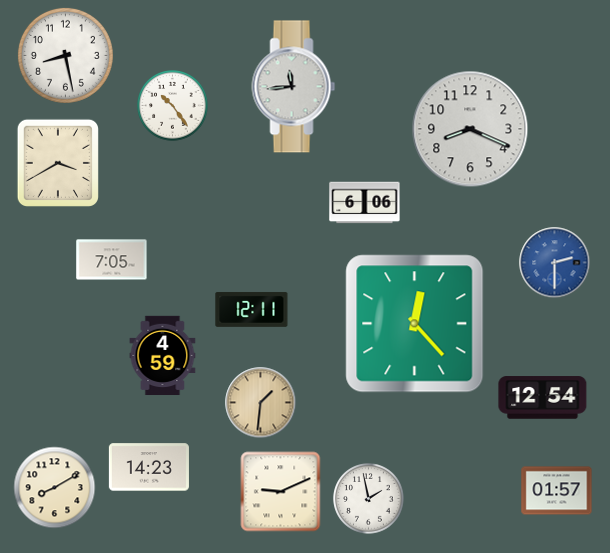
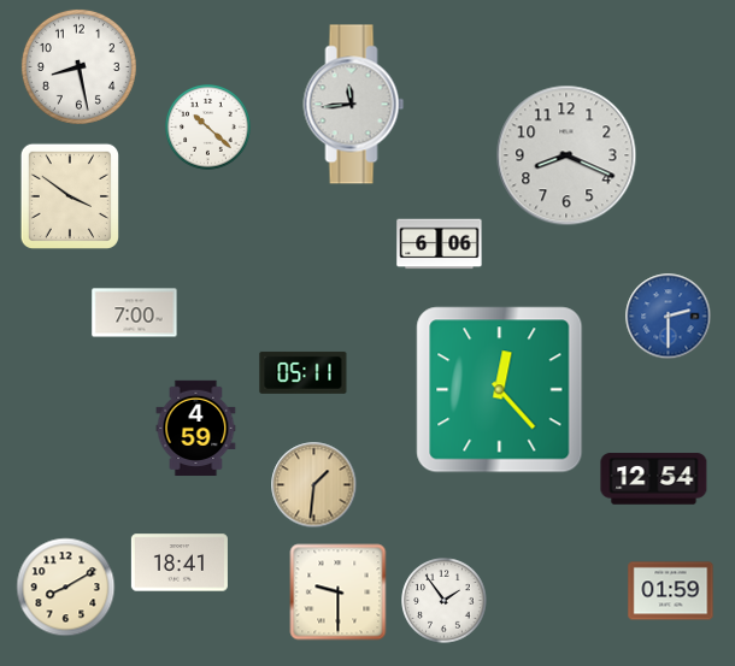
clock at (173, 106): 10:24 -> 10:22
clock at (58, 163): 3:40 -> 3:51
clock at (112, 260): 7:05 -> 7:00
clock at (252, 309): 12:11 -> 05:11
clock at (149, 467): 14:23 -> 18:41
clock at (557, 491): 01:57 -> 01:59
clock at (281, 492): 9:11 -> 9:30
clock at (369, 499): 1:58 -> 1:54
